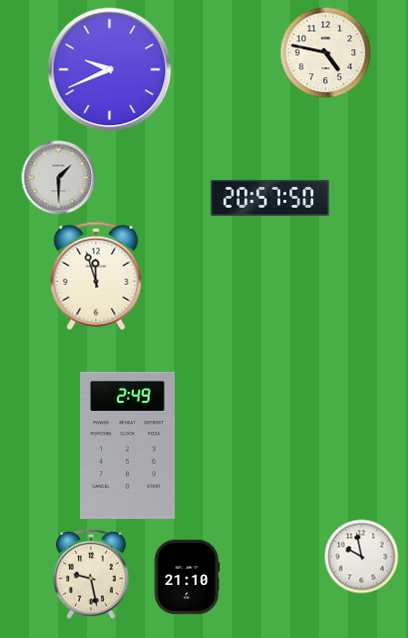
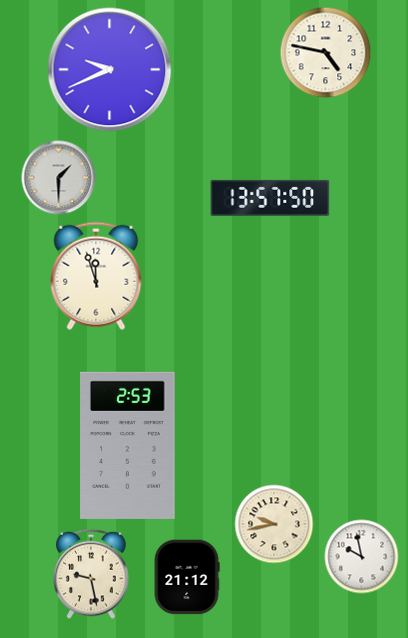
clock at (270, 198): 20:57 -> 13:57
clock at (128, 445): 2:49 -> 2:53
clock at (274, 524): none -> 9:43
clock at (187, 577): 21:10 -> 21:12
